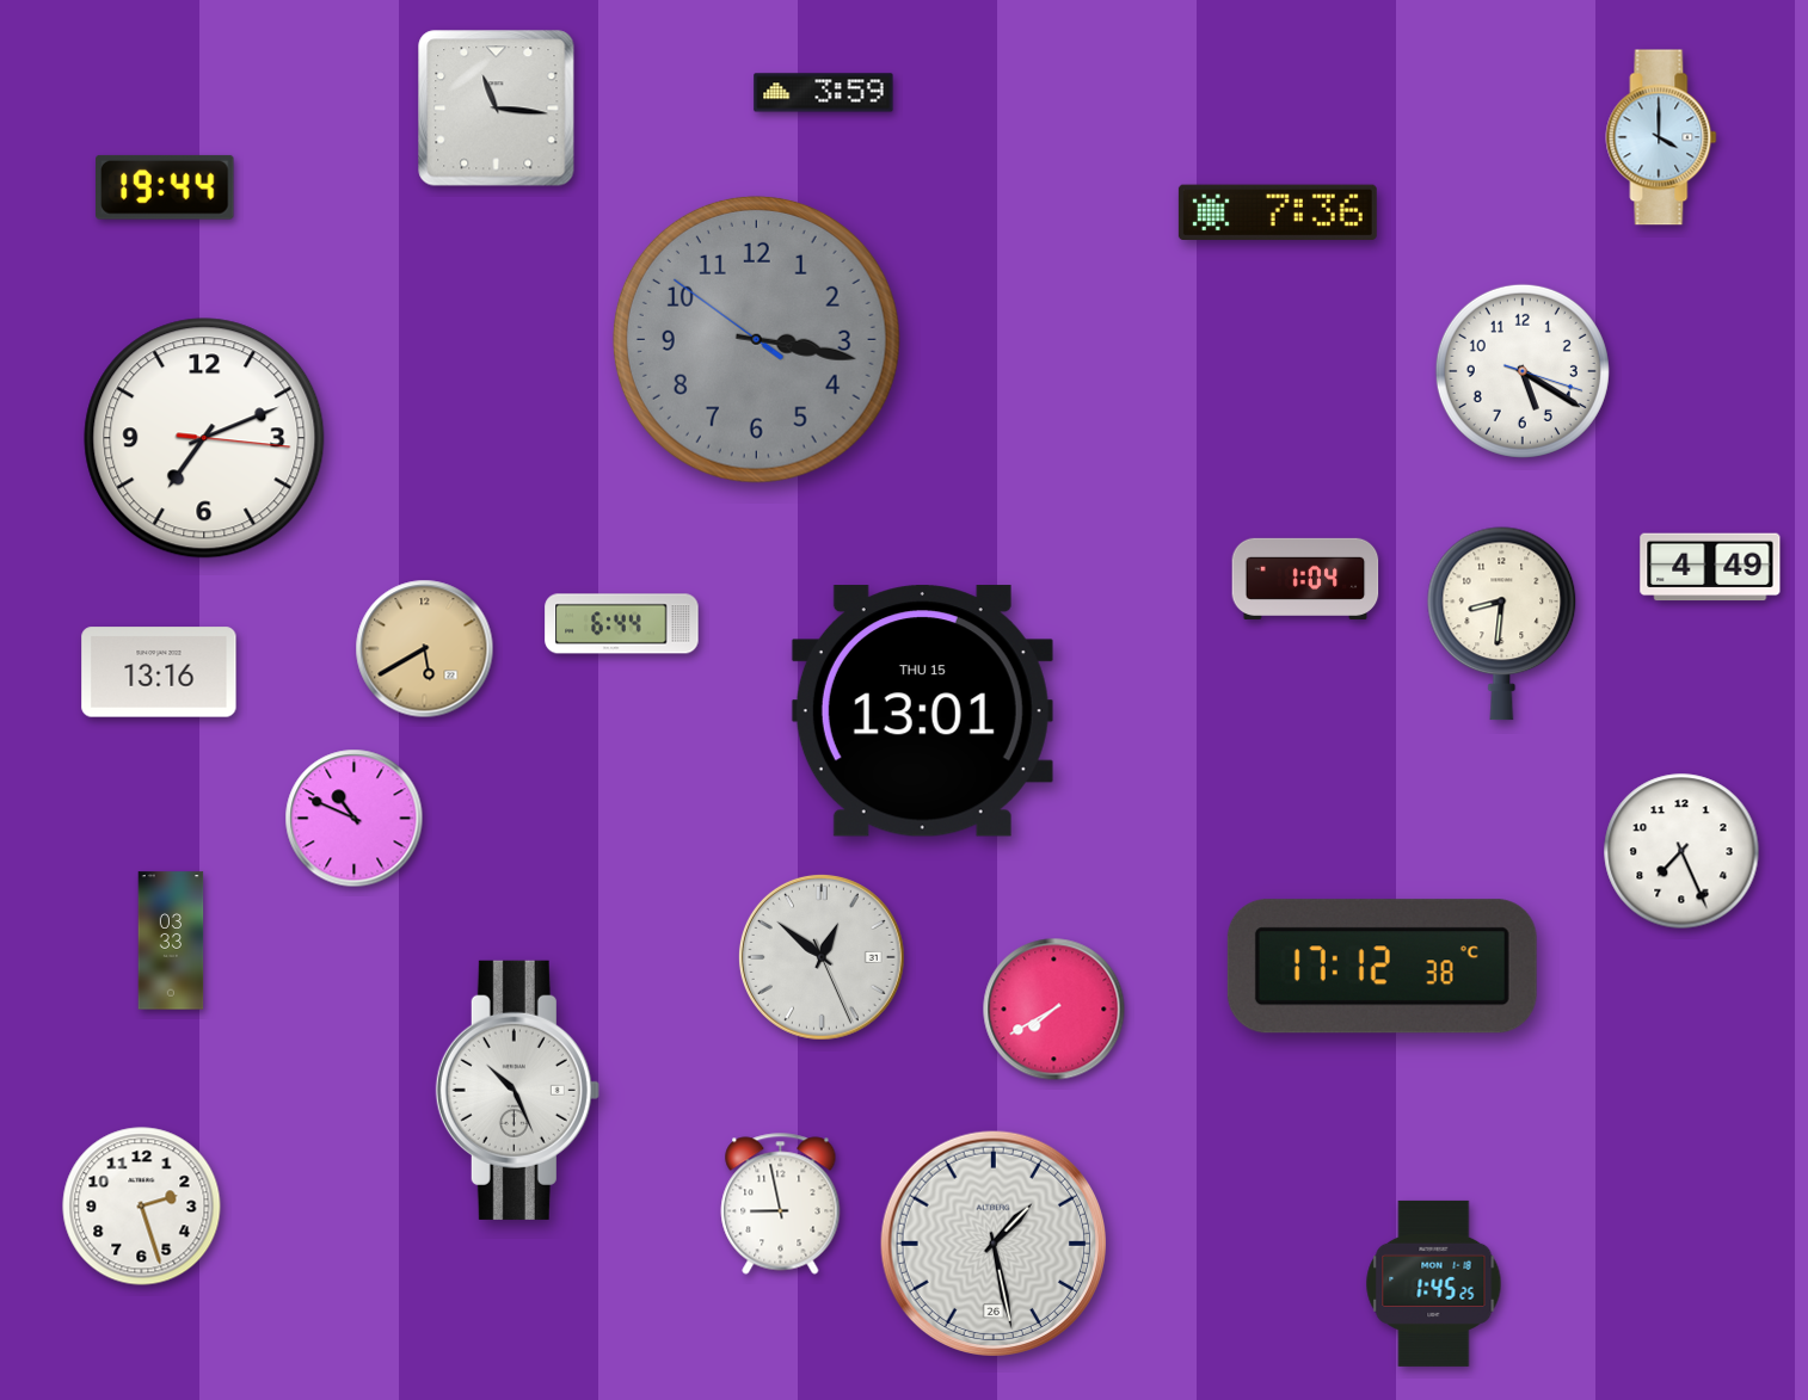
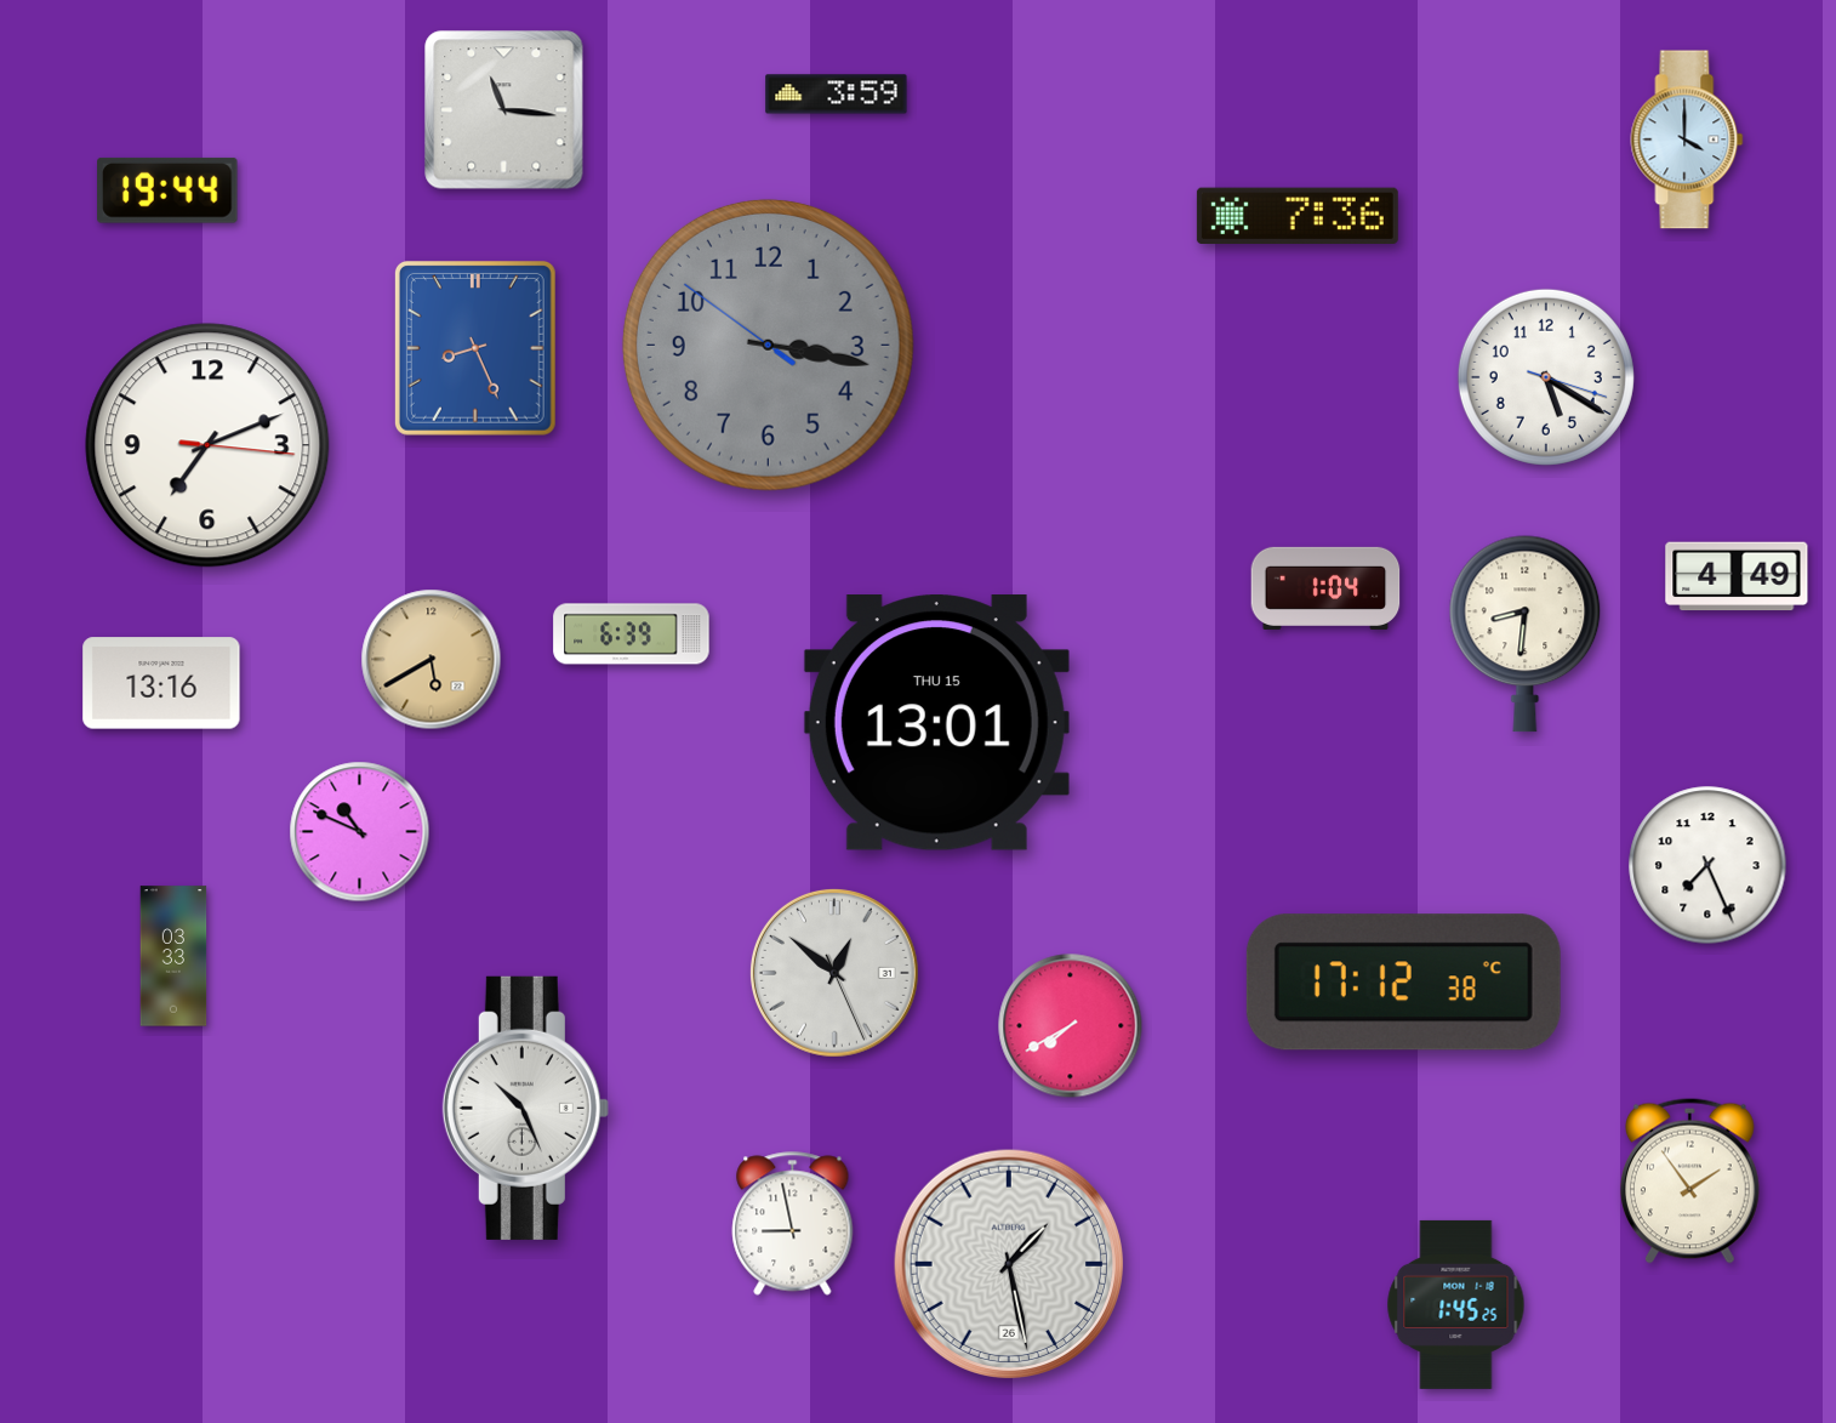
clock at (475, 348): none -> 8:26
clock at (622, 624): 6:44 -> 6:39
clock at (1689, 1180): none -> 1:54
clock at (142, 1207): 2:27 -> none
